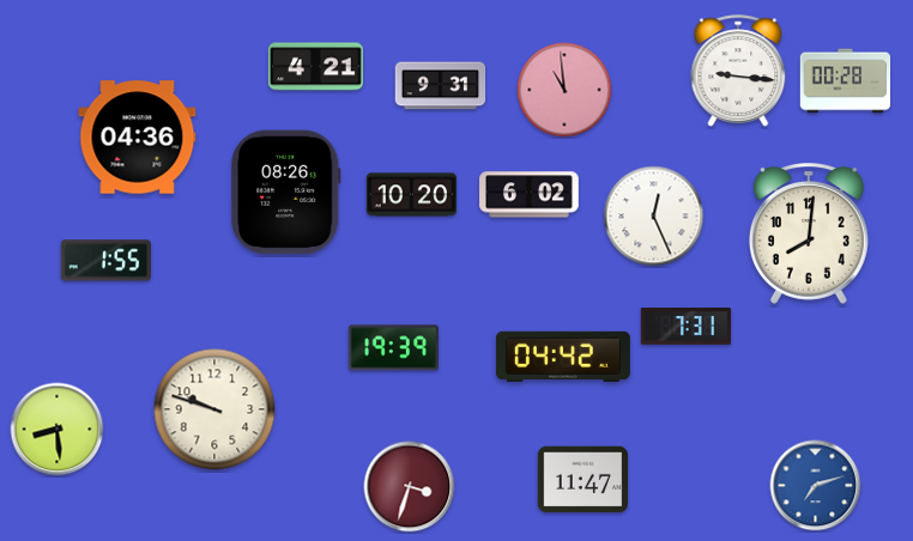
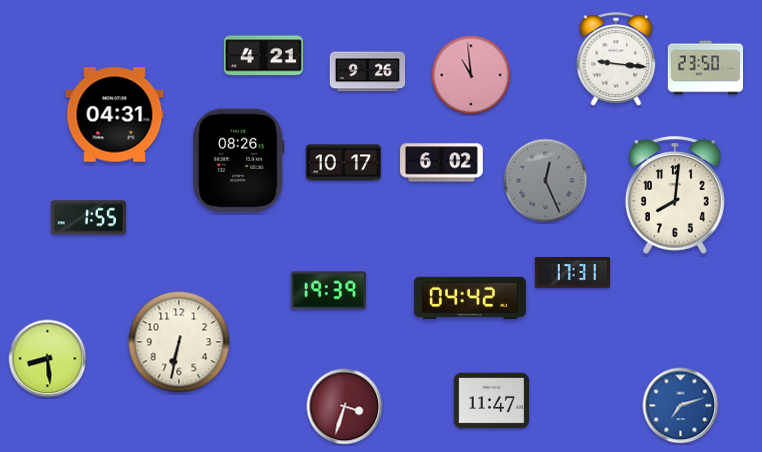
clock at (846, 81): 00:28 -> 23:50
clock at (441, 86): 9:31 -> 9:26
clock at (138, 138): 04:36 -> 04:31
clock at (412, 195): 10:20 -> 10:17
clock at (654, 217) dial: white -> grey
clock at (687, 327): 7:31 -> 17:31
clock at (214, 409): 9:48 -> 6:32
clock at (584, 480) position: (584, 480) -> (492, 401)
clock at (410, 487) position: (410, 487) -> (345, 407)
